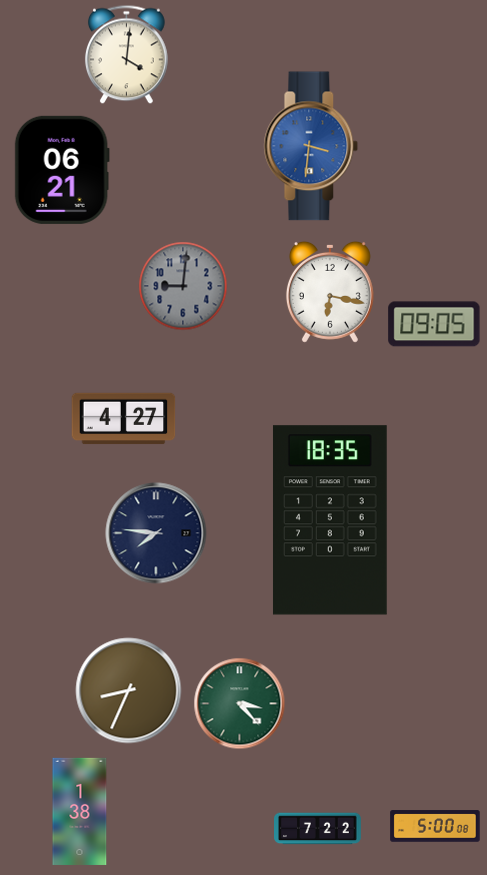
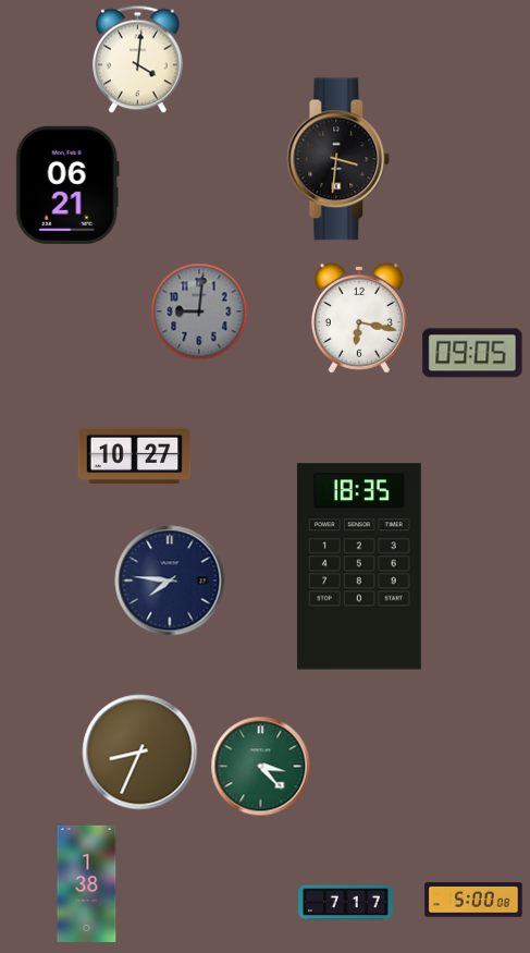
clock at (311, 146) dial: blue -> black
clock at (124, 419): 4:27 -> 10:27
clock at (318, 829): 7:22 -> 7:17
